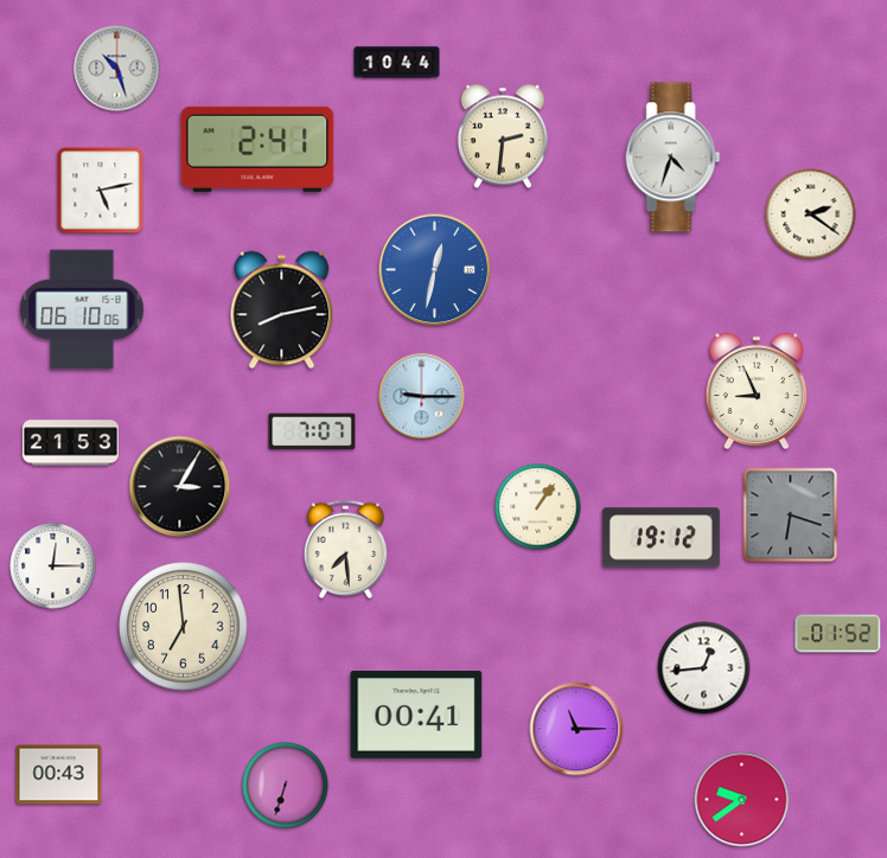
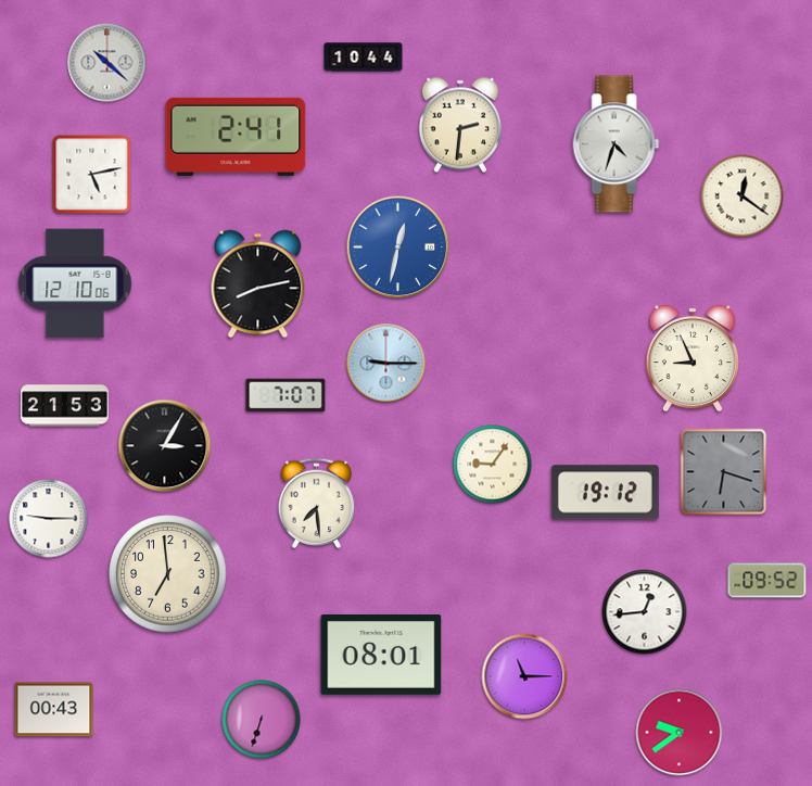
clock at (117, 69): 10:27 -> 10:22
clock at (811, 214): 2:21 -> 12:21
clock at (82, 309): 06:10 -> 12:10
clock at (538, 507): 1:06 -> 9:06
clock at (53, 566): 12:15 -> 9:15
clock at (838, 634): 01:52 -> 09:52
clock at (416, 716): 00:41 -> 08:01
clock at (576, 729) position: (576, 729) -> (524, 676)
